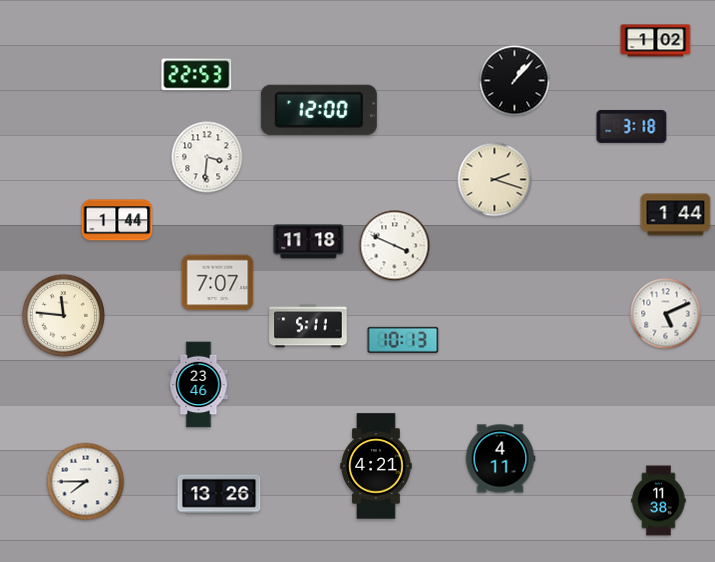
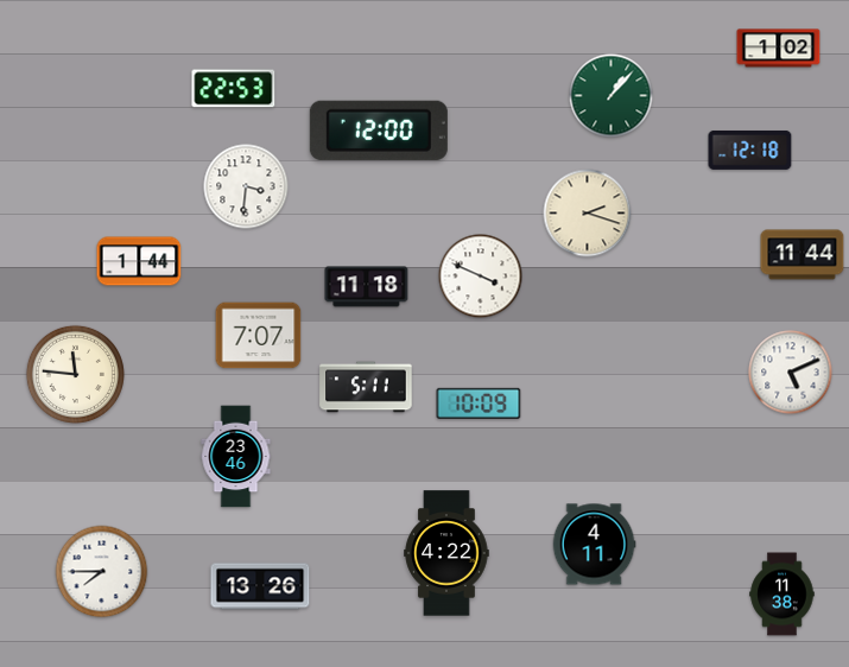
clock at (515, 81) dial: black -> green
clock at (632, 127): 3:18 -> 12:18
clock at (676, 215): 1:44 -> 11:44
clock at (395, 246) position: (395, 246) -> (481, 277)
clock at (403, 340): 10:13 -> 10:09
clock at (376, 466): 4:21 -> 4:22
